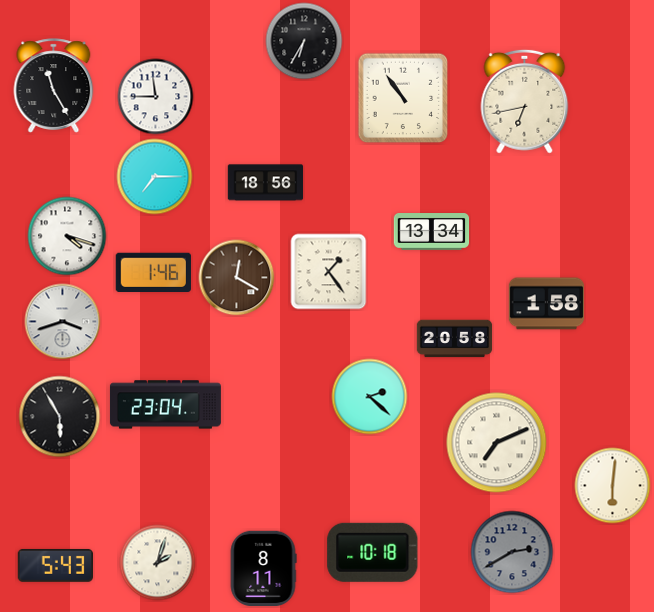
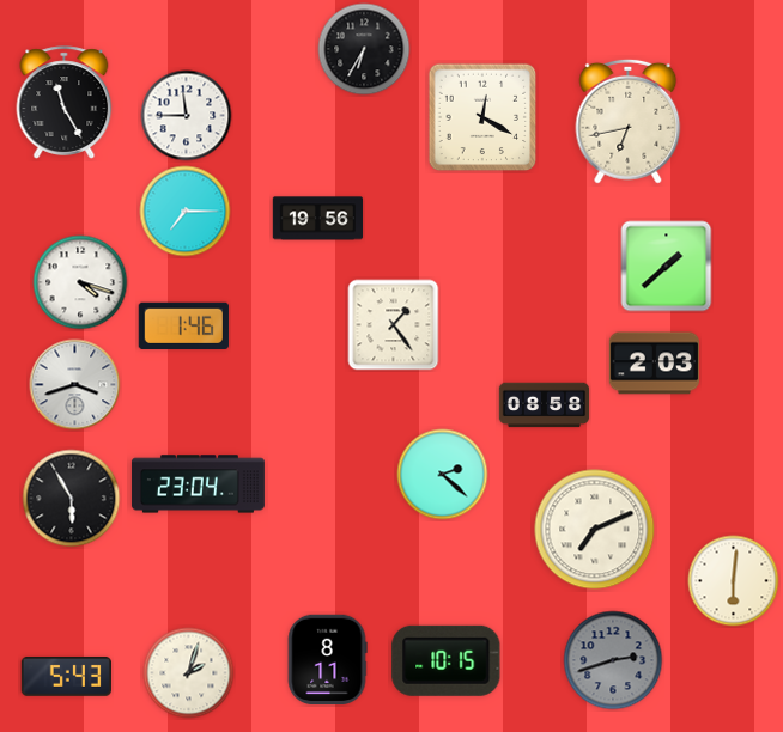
clock at (403, 98): 10:54 -> 12:20
clock at (266, 183): 18:56 -> 19:56
clock at (667, 267): none -> 1:38
clock at (432, 232): 13:34 -> none
clock at (237, 278): 12:20 -> none
clock at (547, 304): 1:58 -> 2:03
clock at (455, 339): 20:58 -> 08:58
clock at (373, 552): 10:18 -> 10:15
clock at (512, 552): 2:40 -> 2:42
clock at (263, 569) position: (263, 569) -> (327, 660)
